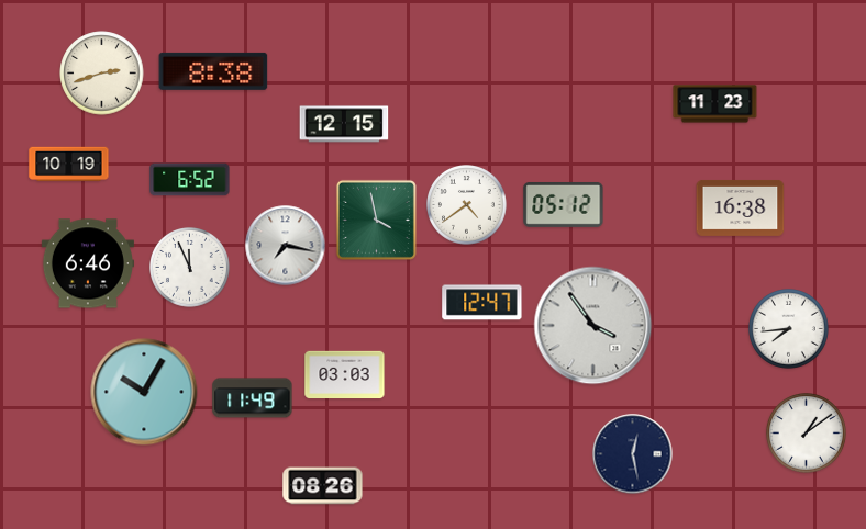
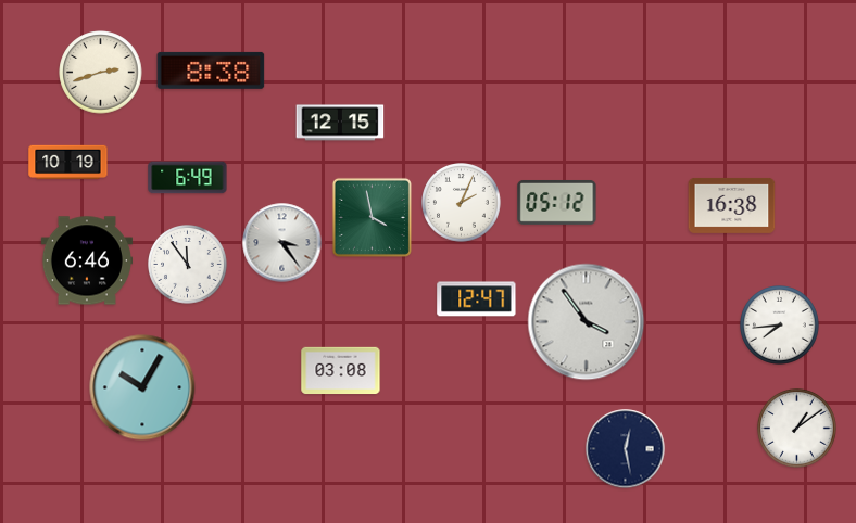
clock at (715, 104): 11:23 -> none
clock at (190, 180): 6:52 -> 6:49
clock at (467, 205): 4:39 -> 2:04
clock at (286, 246): 7:17 -> 3:24
clock at (190, 268): 11:56 -> 11:54
clock at (345, 375): 03:03 -> 03:08
clock at (253, 398): 11:49 -> none
clock at (323, 486): 08:26 -> none
